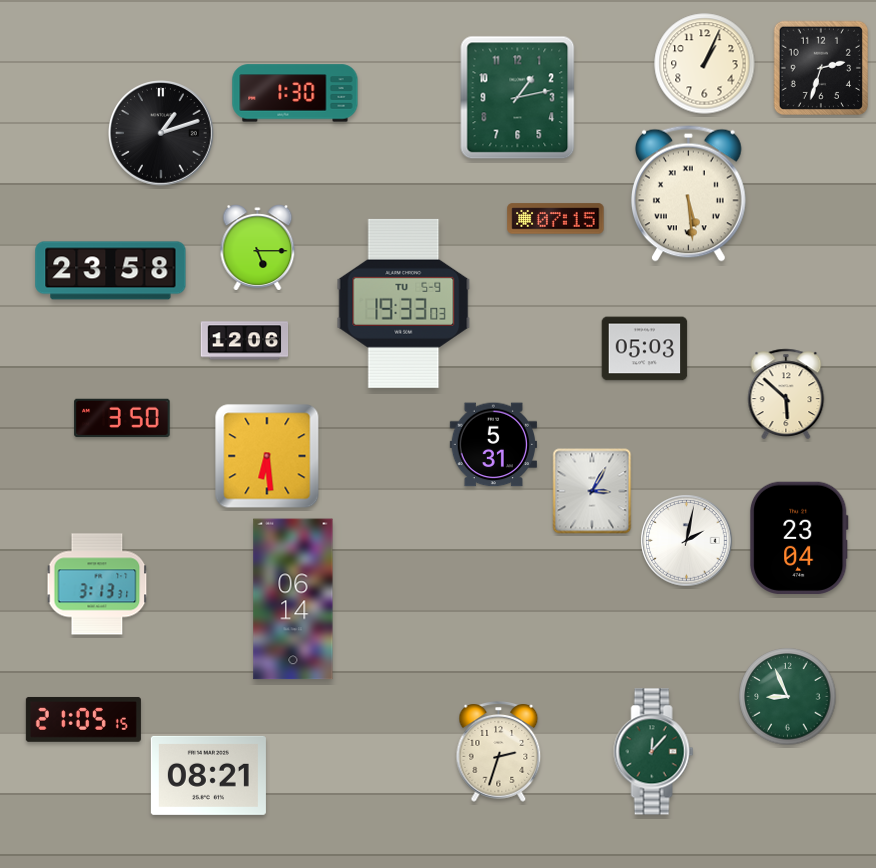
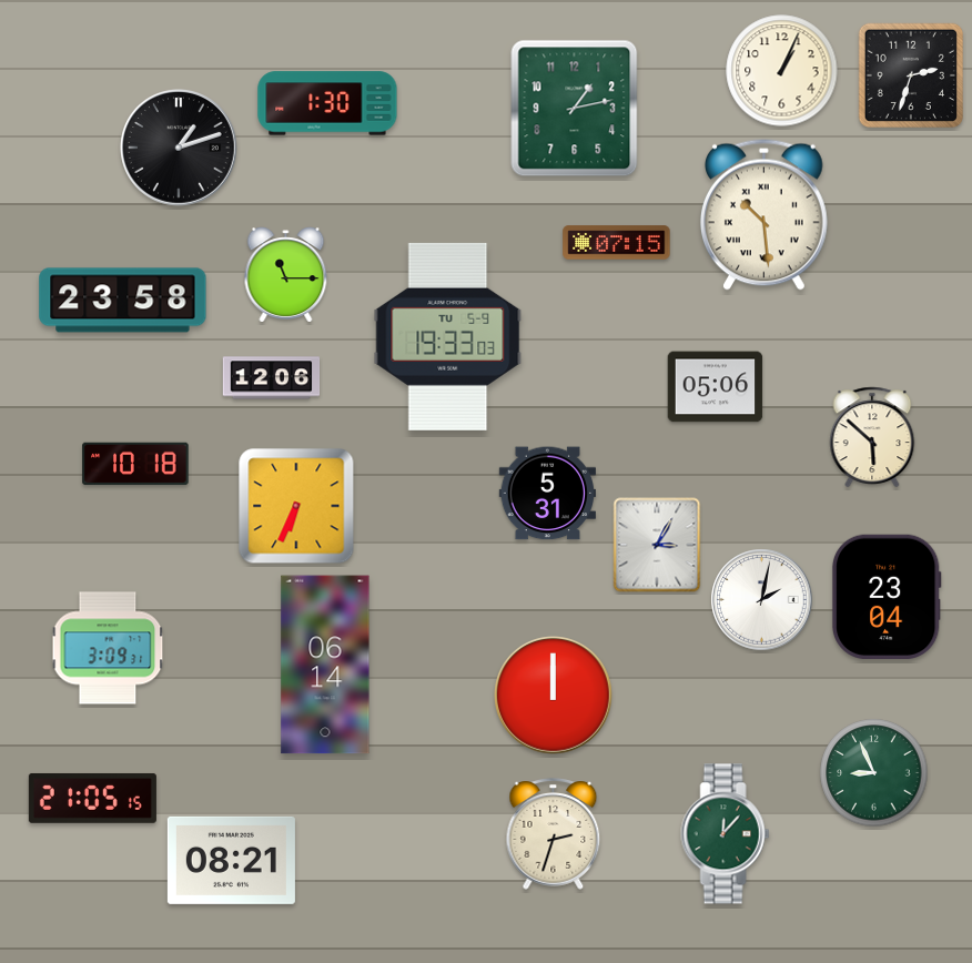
clock at (688, 193): 5:29 -> 10:29
clock at (258, 248): 5:15 -> 11:15
clock at (645, 349): 05:03 -> 05:06
clock at (122, 418): 3:50 -> 10:18
clock at (267, 456): 6:29 -> 6:34
clock at (97, 584): 3:13 -> 3:09
clock at (554, 696): none -> 12:00
